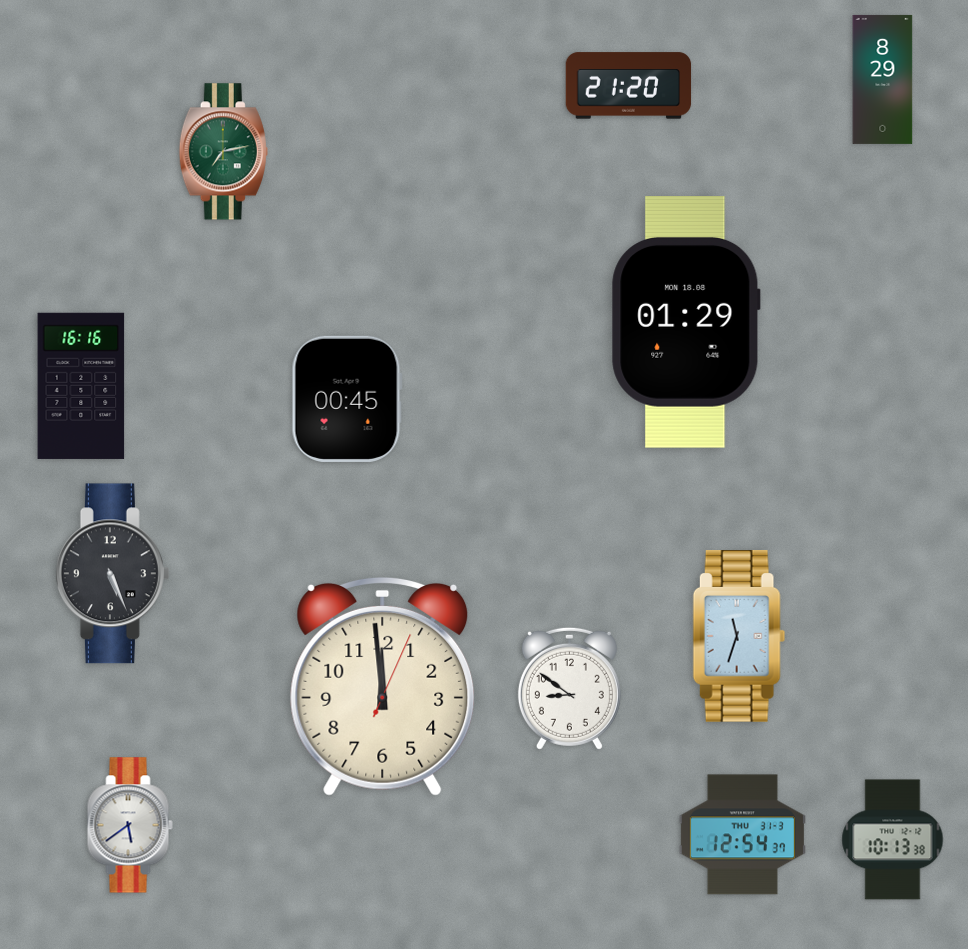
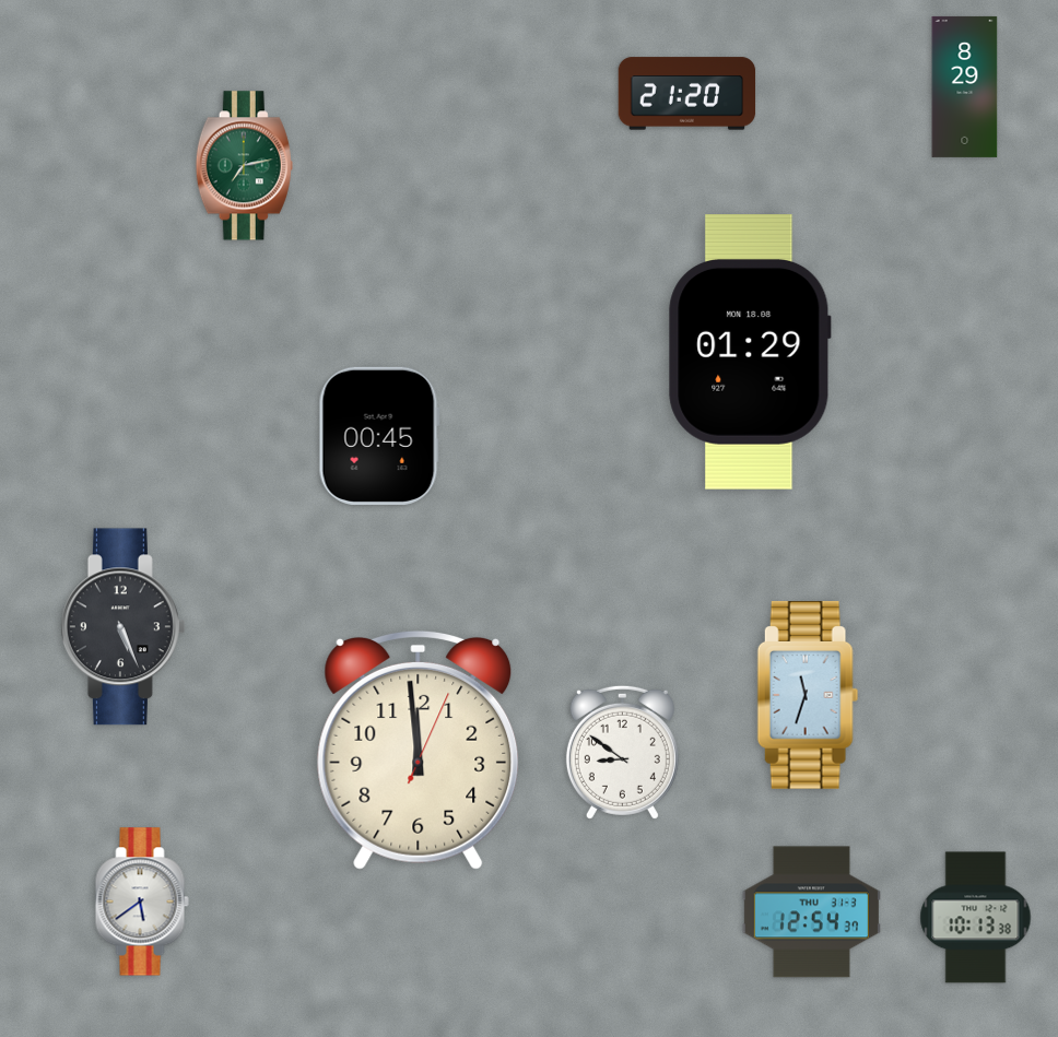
clock at (81, 386): 16:16 -> none
